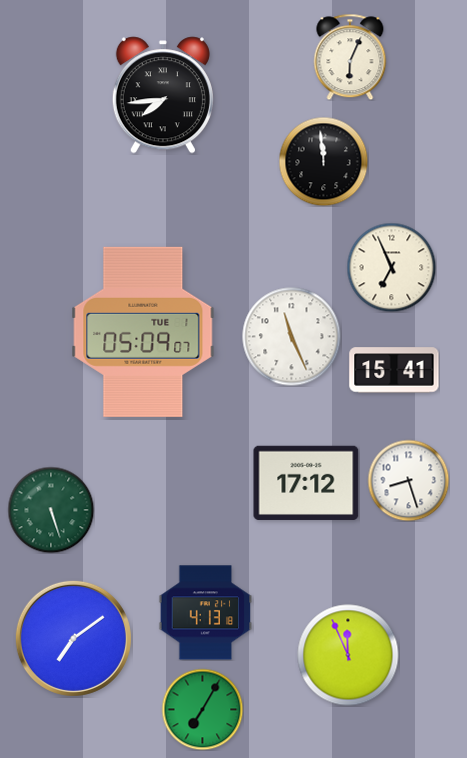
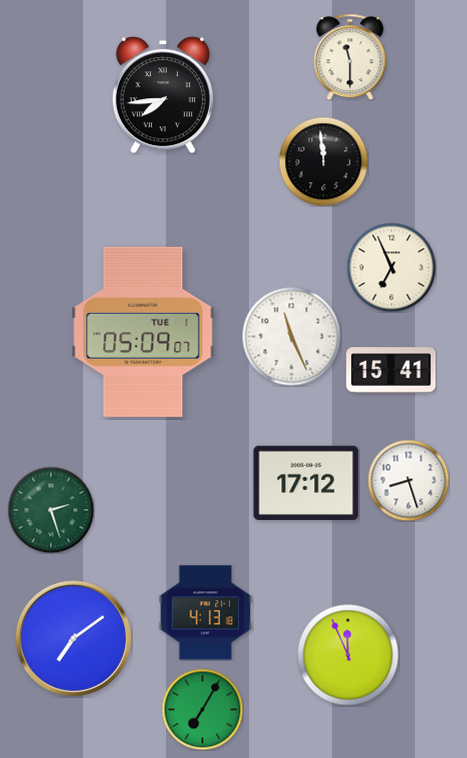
clock at (350, 57): 6:04 -> 11:30
clock at (394, 370) position: (394, 370) -> (391, 370)
clock at (51, 510): 5:27 -> 2:27
